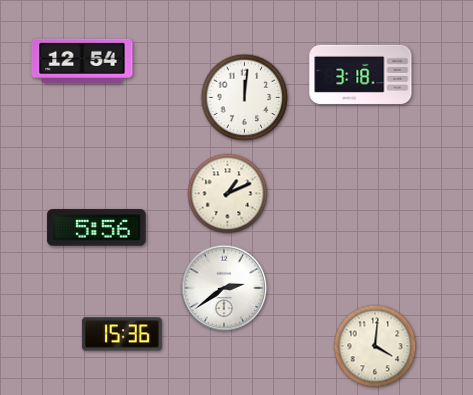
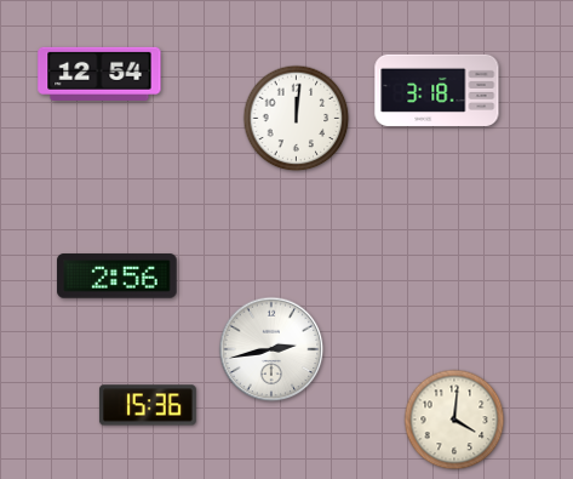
clock at (228, 194): 1:11 -> none
clock at (97, 228): 5:56 -> 2:56
clock at (224, 288): 2:39 -> 2:43
